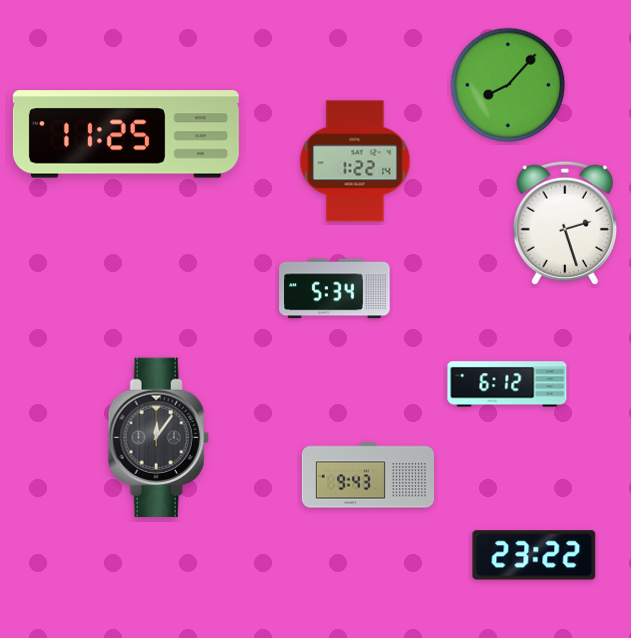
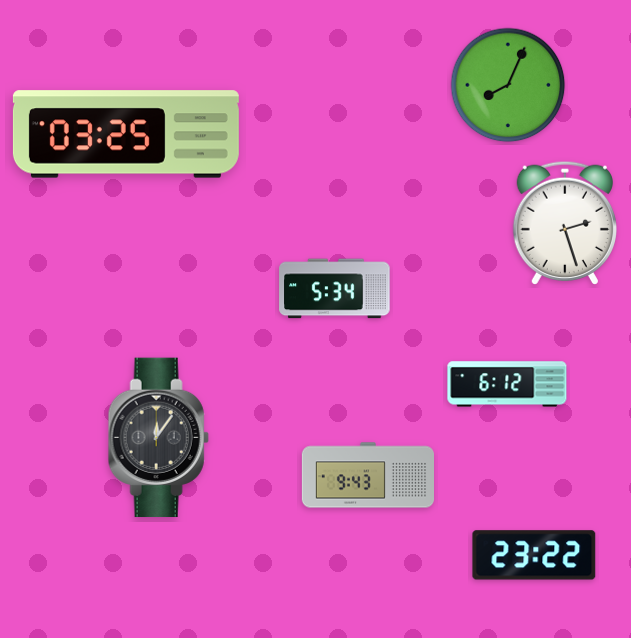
clock at (508, 85): 8:07 -> 8:04
clock at (126, 134): 11:25 -> 03:25
clock at (355, 161): 1:22 -> none
